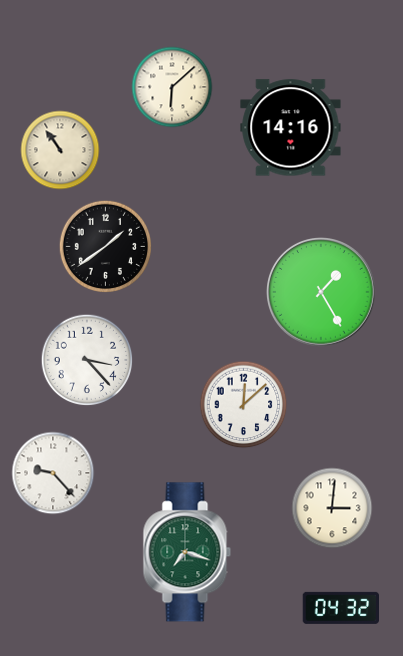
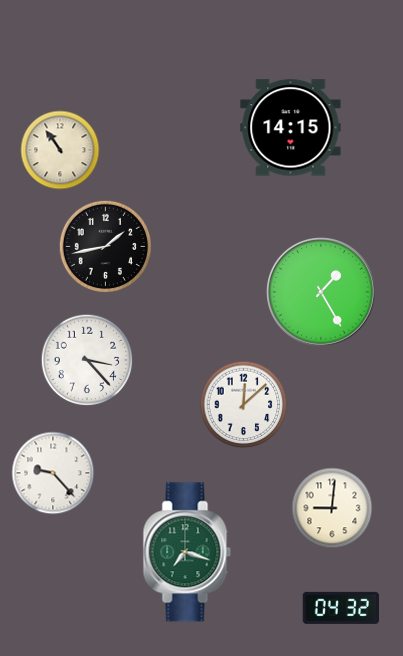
clock at (172, 87): 6:08 -> none
clock at (291, 128): 14:16 -> 14:15
clock at (105, 246): 1:39 -> 1:43
clock at (332, 508): 3:01 -> 9:01
